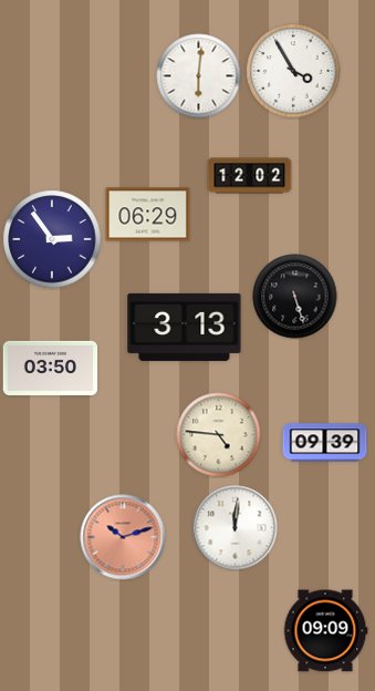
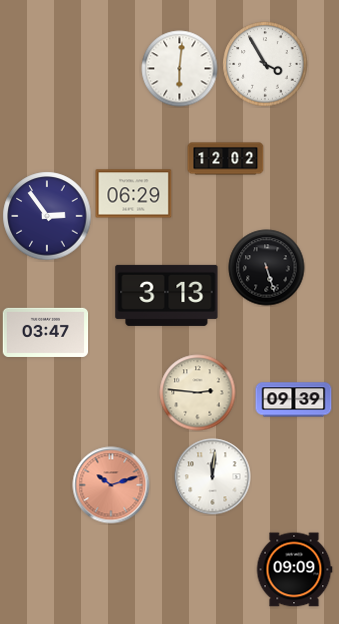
clock at (51, 368): 03:50 -> 03:47
clock at (219, 435): 4:46 -> 2:46
